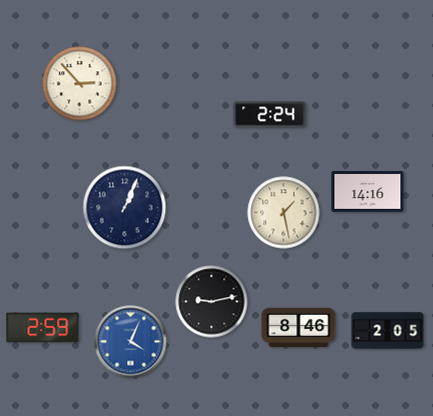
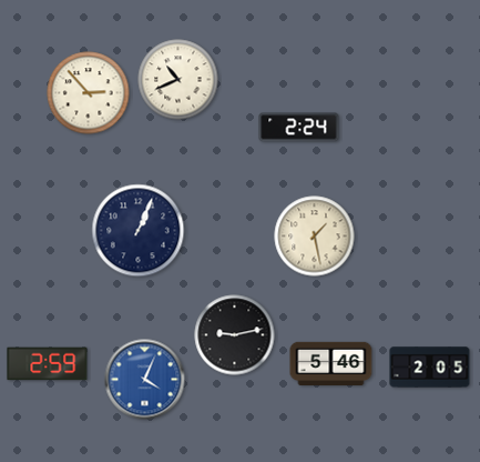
clock at (178, 80): none -> 10:41
clock at (368, 192): 14:16 -> none
clock at (299, 327): 8:46 -> 5:46
